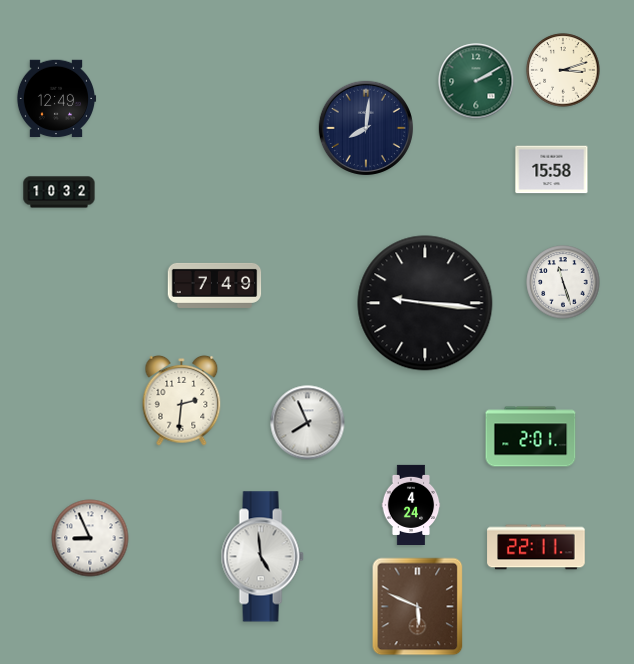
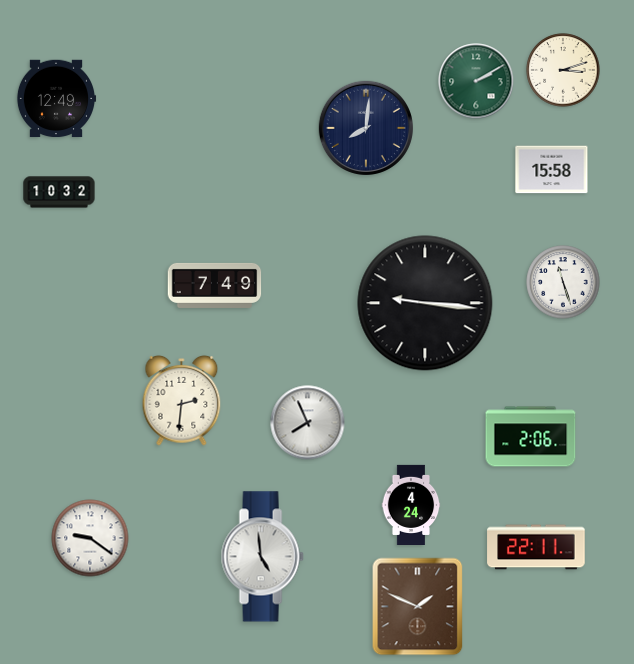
clock at (531, 437): 2:01 -> 2:06
clock at (90, 538): 8:56 -> 9:21
clock at (418, 607): 5:49 -> 1:49
